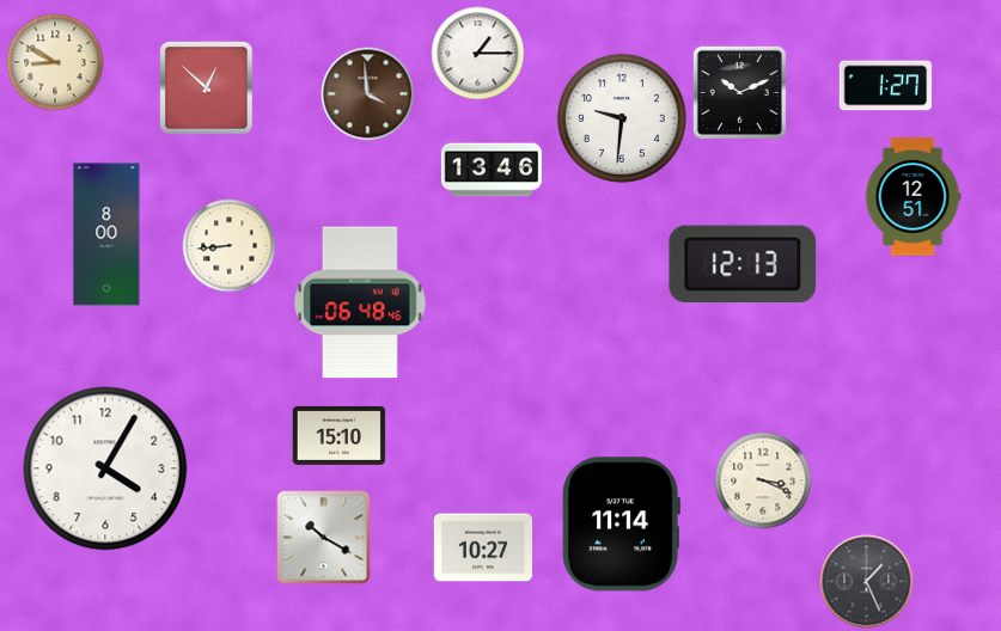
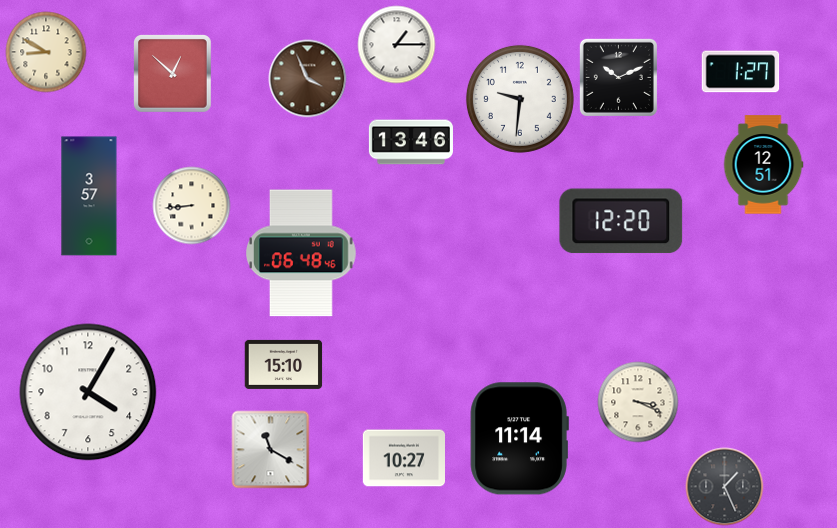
clock at (477, 53) position: (477, 53) -> (396, 44)
clock at (367, 93): 3:59 -> 3:56
clock at (106, 234): 8:00 -> 3:57
clock at (743, 264): 12:13 -> 12:20
clock at (323, 537): 10:20 -> 11:20
